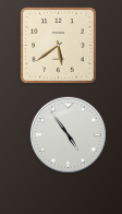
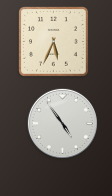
clock at (59, 46): 5:39 -> 5:34
